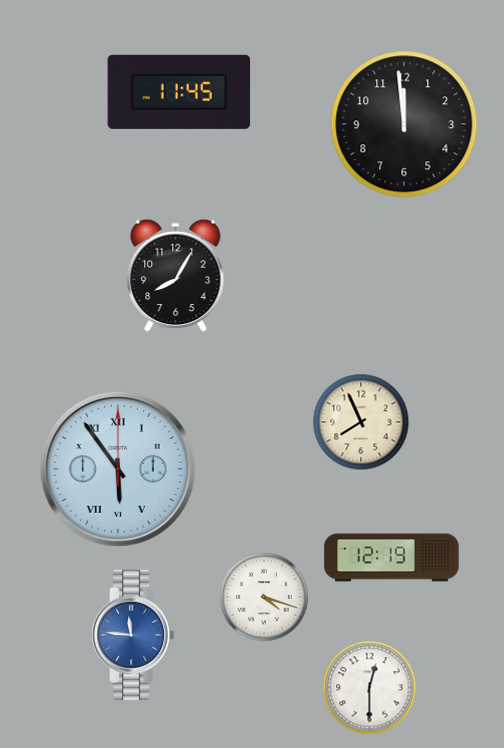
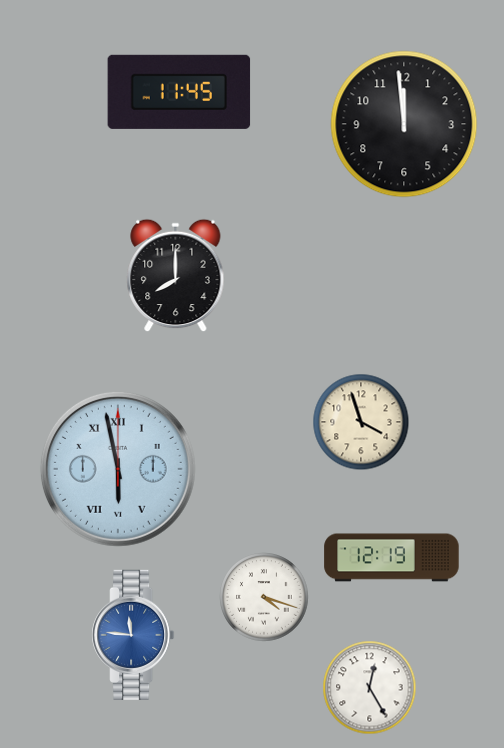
clock at (176, 276): 8:05 -> 8:00
clock at (361, 422): 7:56 -> 3:57
clock at (118, 469): 5:54 -> 5:58
clock at (370, 688): 12:30 -> 12:25
